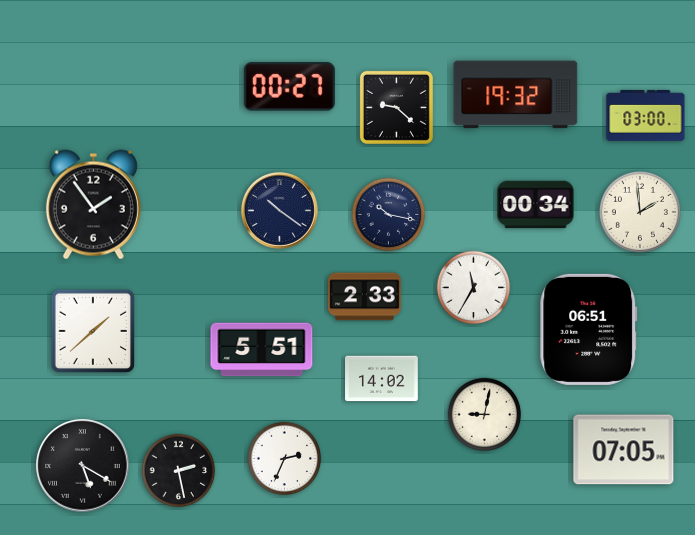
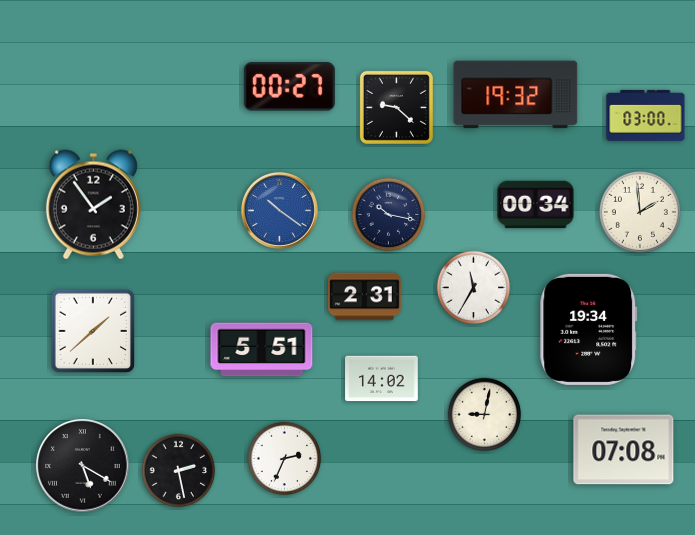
clock at (279, 210) dial: navy -> blue
clock at (365, 297): 2:33 -> 2:31
clock at (589, 329): 06:51 -> 19:34
clock at (624, 450): 07:05 -> 07:08
